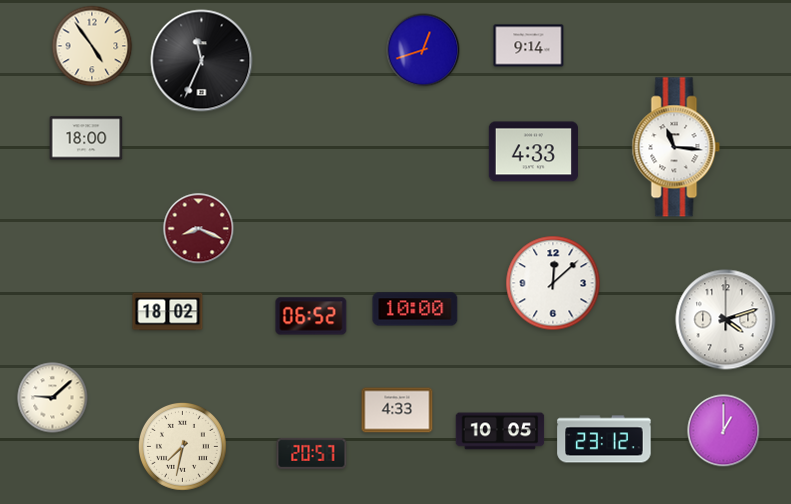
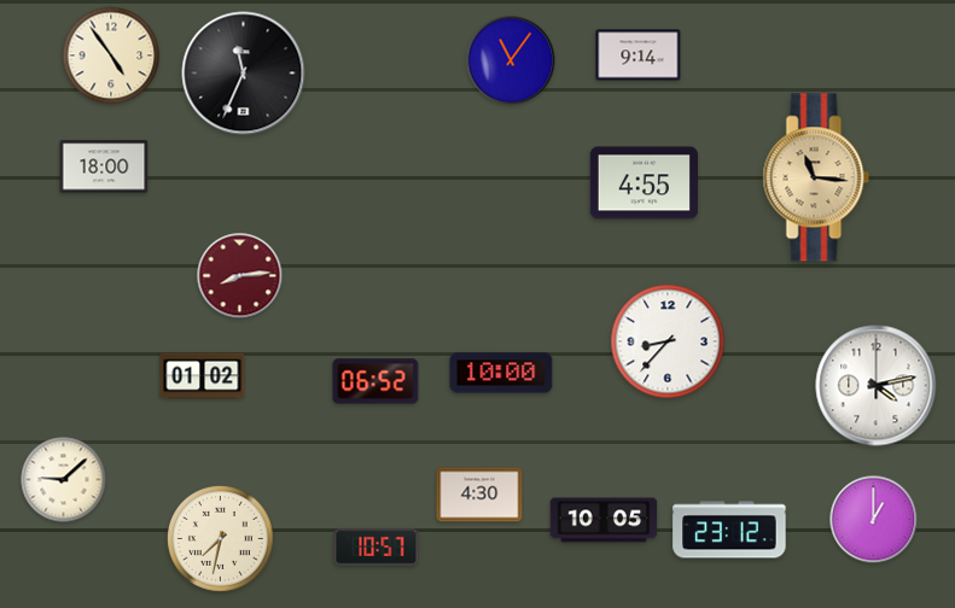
clock at (423, 50): 12:42 -> 11:06
clock at (676, 147) dial: white -> champagne
clock at (533, 152): 4:33 -> 4:55
clock at (199, 229): 8:19 -> 8:14
clock at (553, 283): 12:08 -> 8:37
clock at (168, 312): 18:02 -> 01:02
clock at (726, 320): 4:12 -> 4:13
clock at (397, 410): 4:33 -> 4:30
clock at (312, 453): 20:57 -> 10:57
